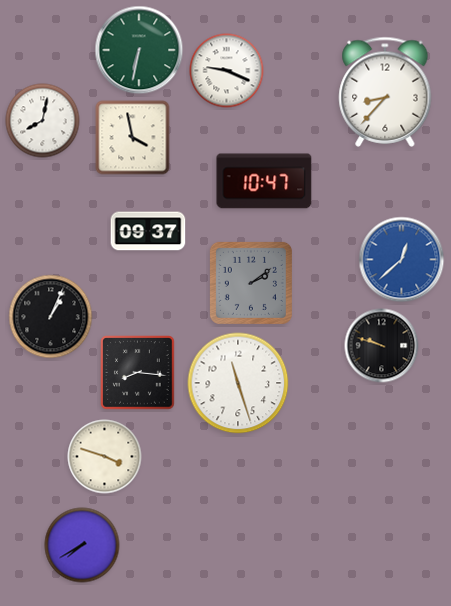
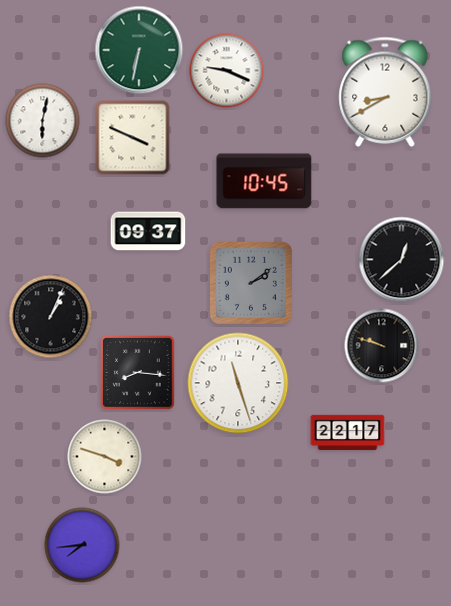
clock at (385, 92): 8:37 -> 8:40
clock at (43, 121): 8:02 -> 6:02
clock at (133, 138): 3:58 -> 3:49
clock at (264, 181): 10:47 -> 10:45
clock at (402, 260) dial: blue -> black
clock at (348, 433): none -> 22:17
clock at (82, 545): 7:40 -> 7:44
